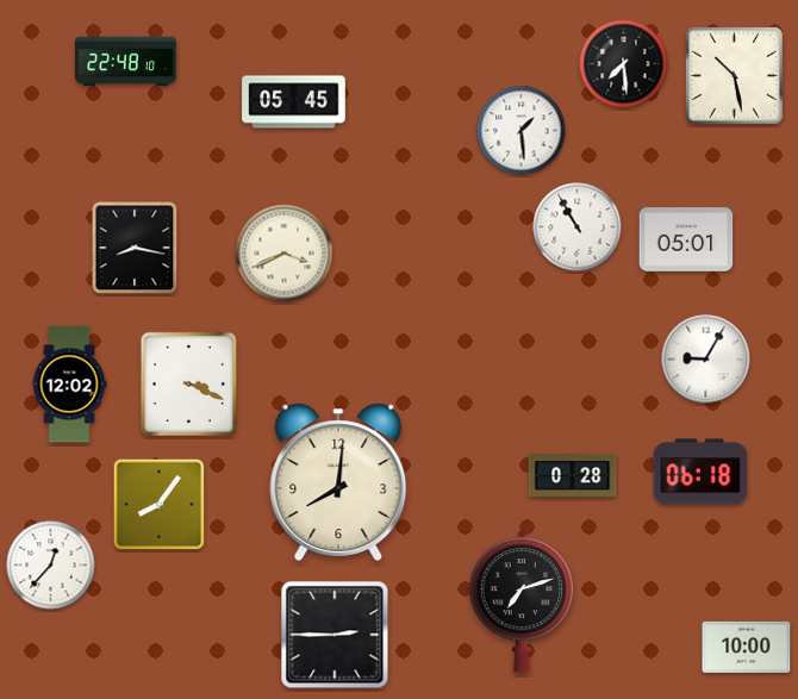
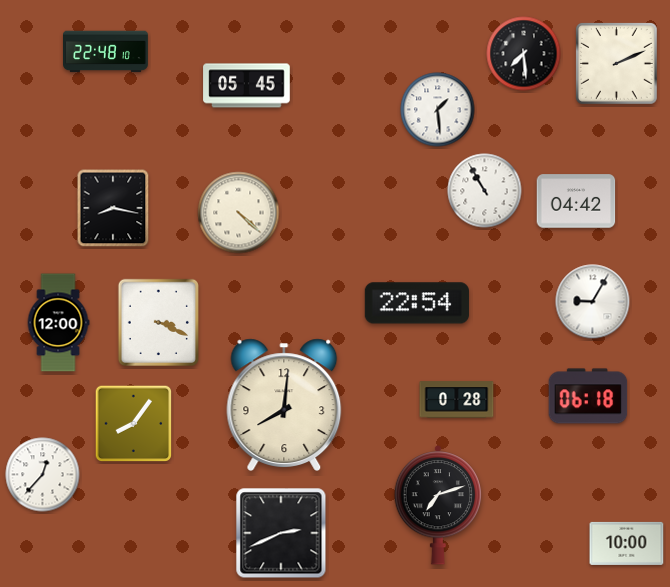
clock at (734, 75): 10:28 -> 2:11
clock at (686, 239): 05:01 -> 04:42
clock at (285, 254): 3:41 -> 4:22
clock at (417, 303): none -> 22:54
clock at (69, 385): 12:02 -> 12:00
clock at (573, 476) position: (573, 476) -> (457, 400)
clock at (335, 635): 2:45 -> 2:41
